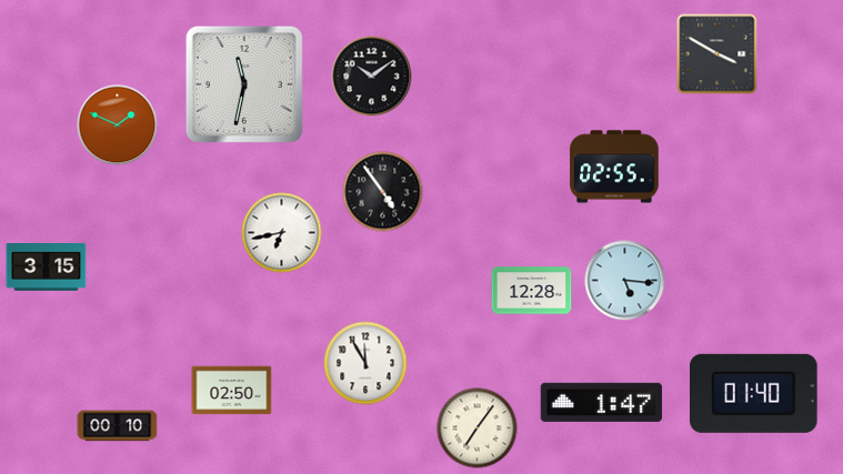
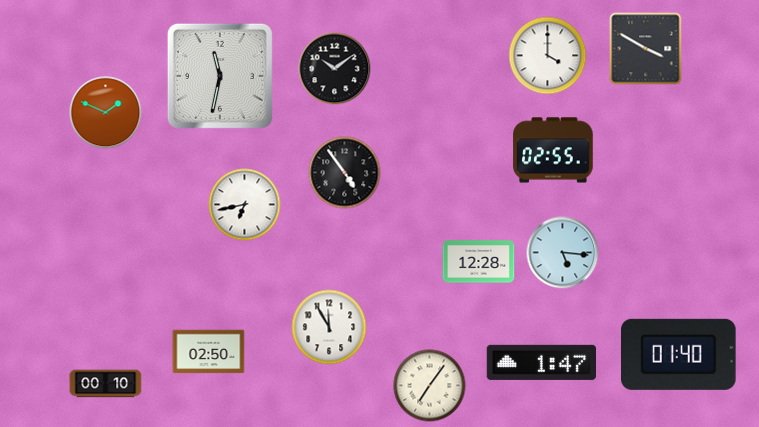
clock at (548, 56): none -> 4:00
clock at (282, 233) position: (282, 233) -> (245, 205)
clock at (47, 268): 3:15 -> none
